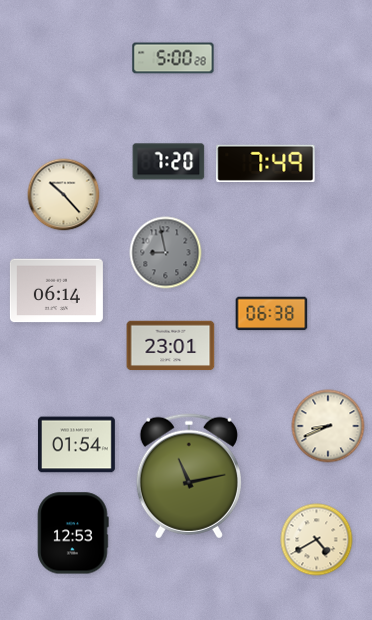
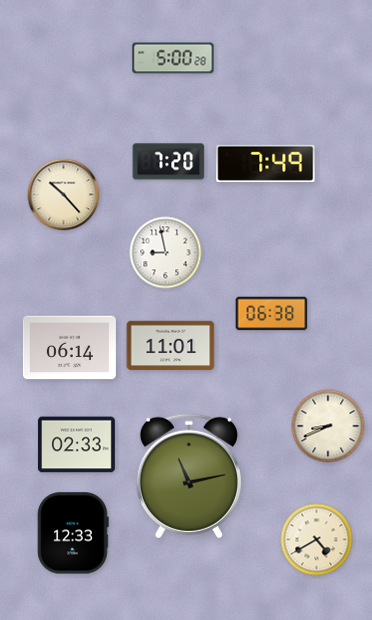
clock at (166, 253) dial: grey -> white
clock at (56, 291) position: (56, 291) -> (69, 348)
clock at (171, 346): 23:01 -> 11:01
clock at (76, 445): 01:54 -> 02:33
clock at (73, 533): 12:53 -> 12:33
